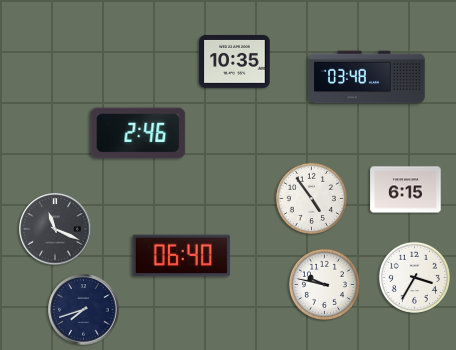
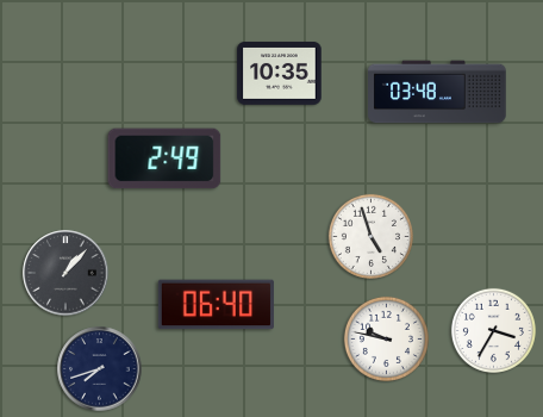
clock at (138, 133): 2:46 -> 2:49
clock at (406, 190): 6:15 -> none
clock at (311, 198): 4:54 -> 4:57
clock at (55, 229): 11:19 -> 1:07
